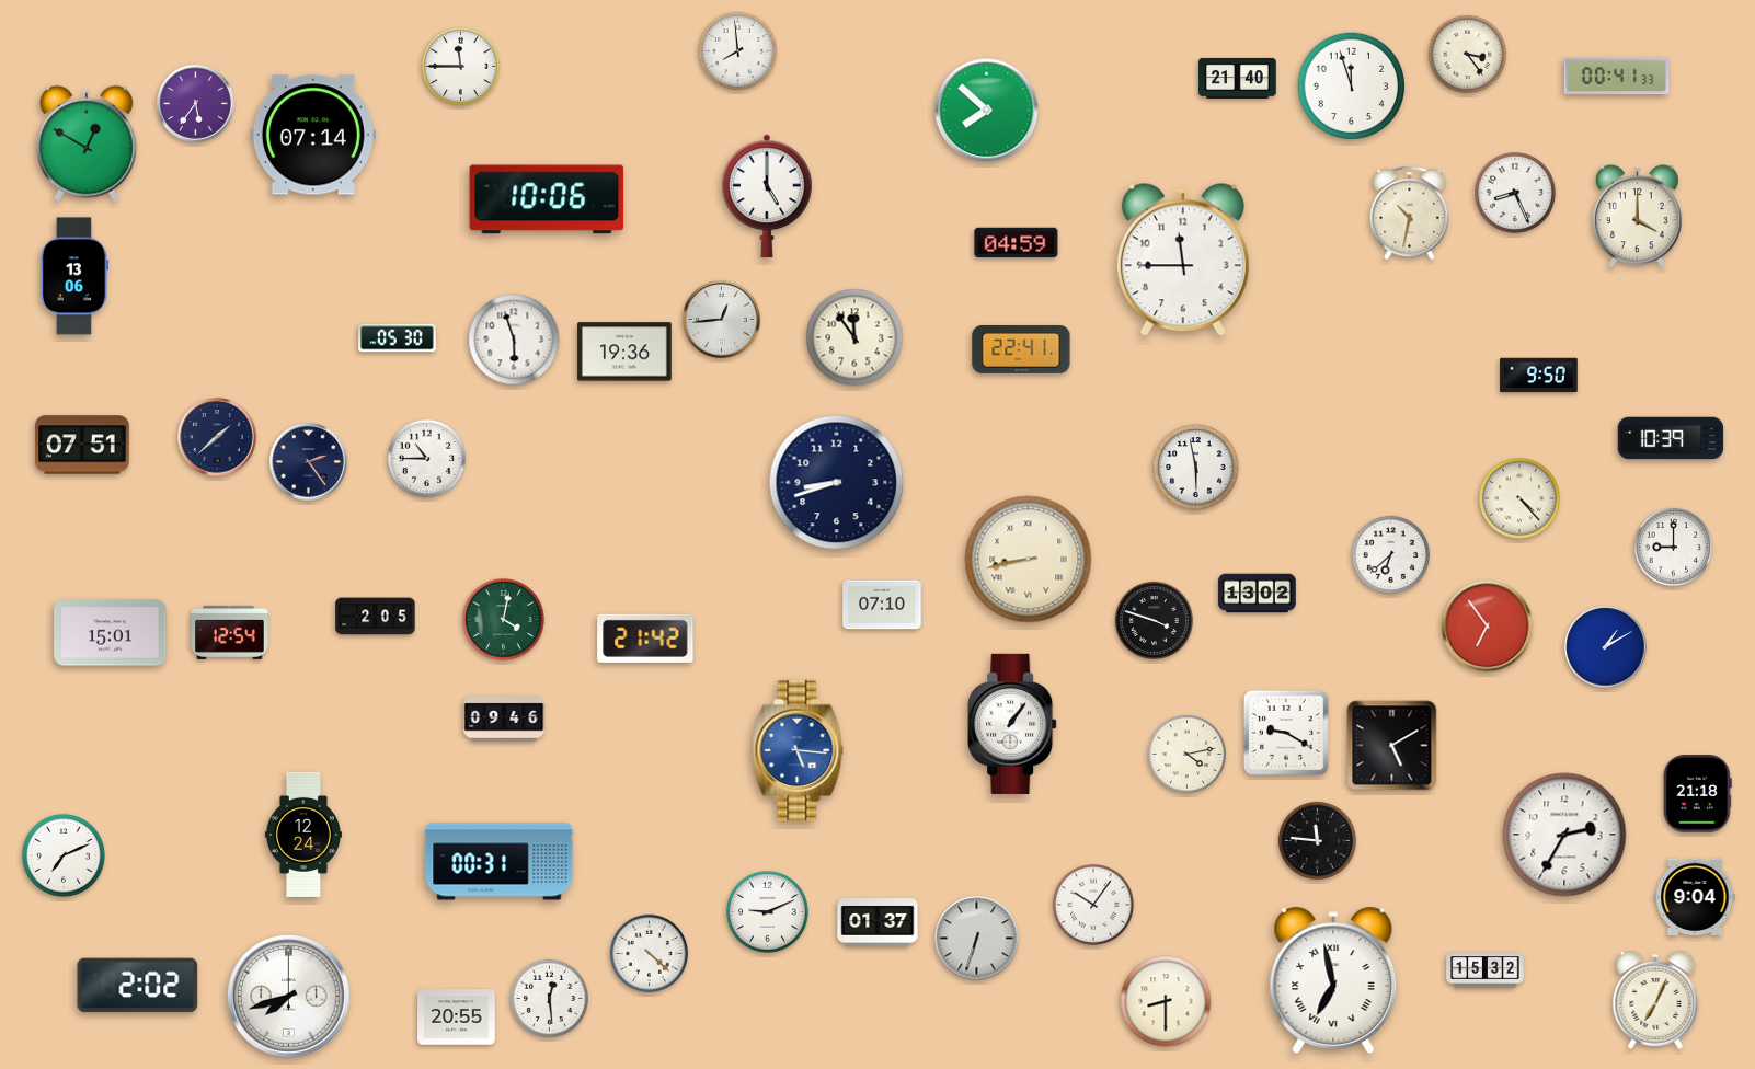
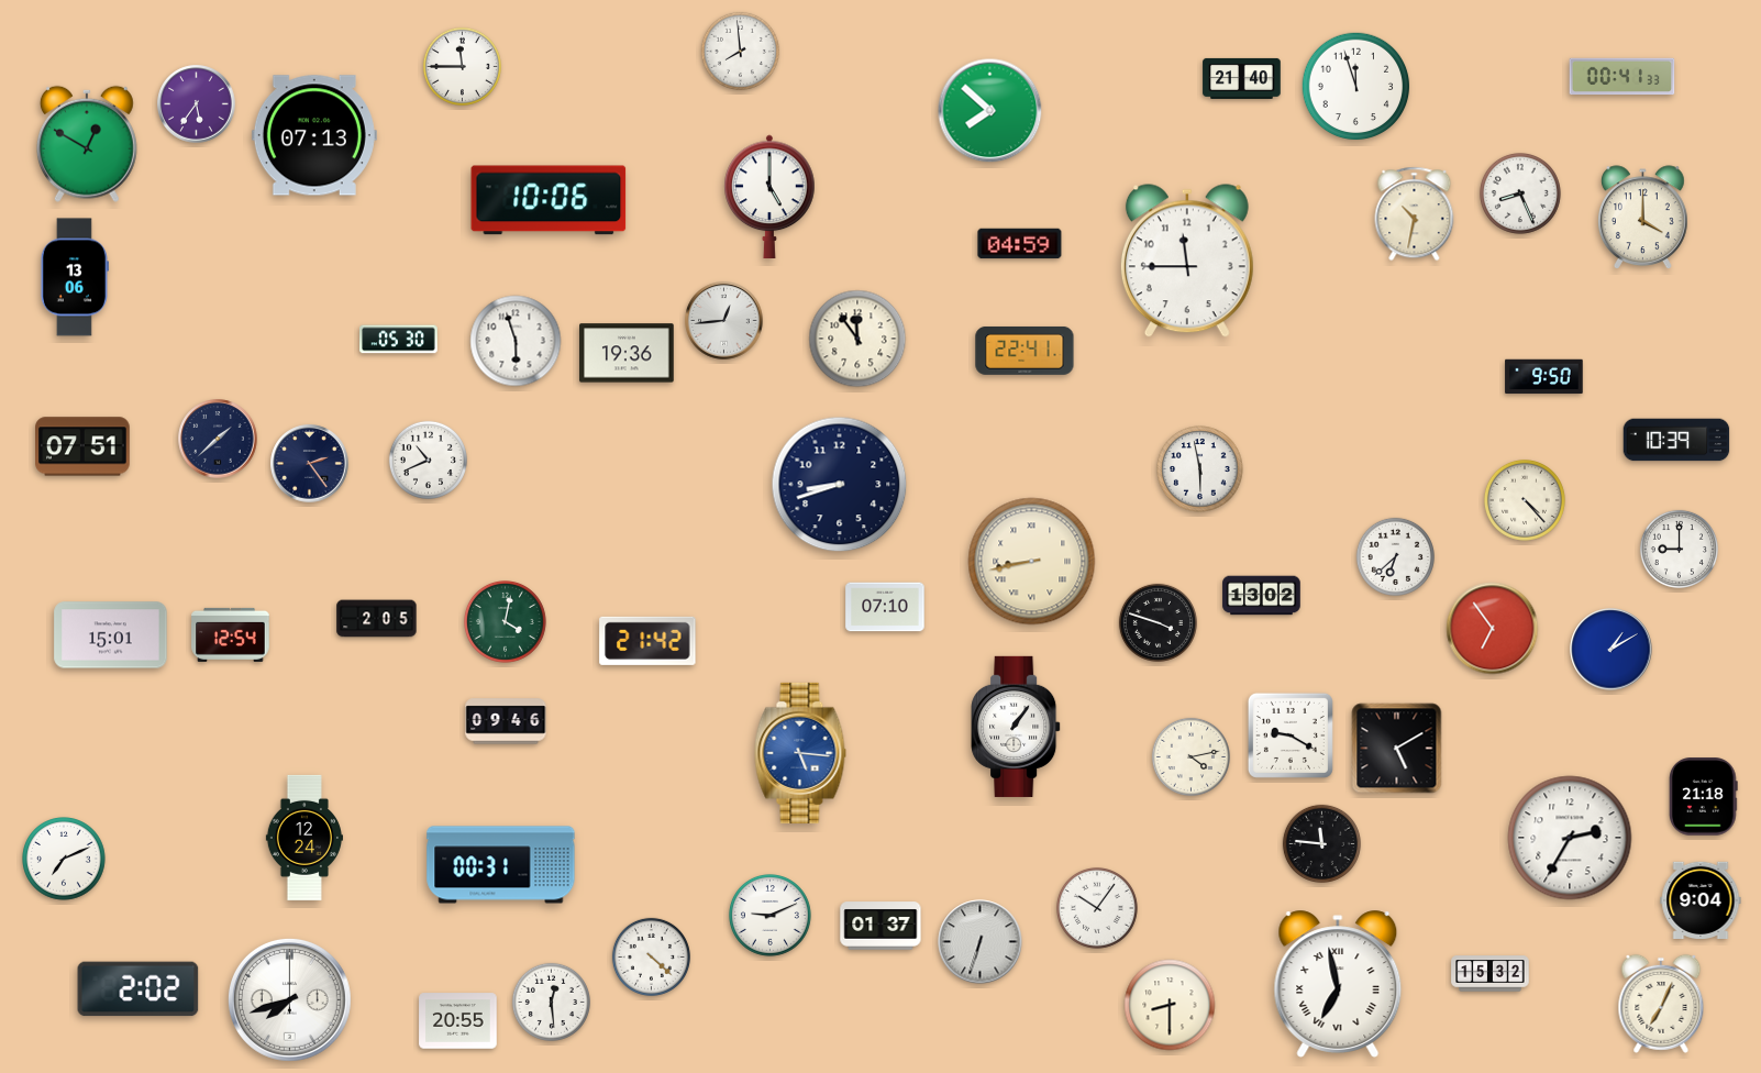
clock at (1467, 54): 3:24 -> none
clock at (313, 135): 07:14 -> 07:13
clock at (426, 458): 10:45 -> 10:41
